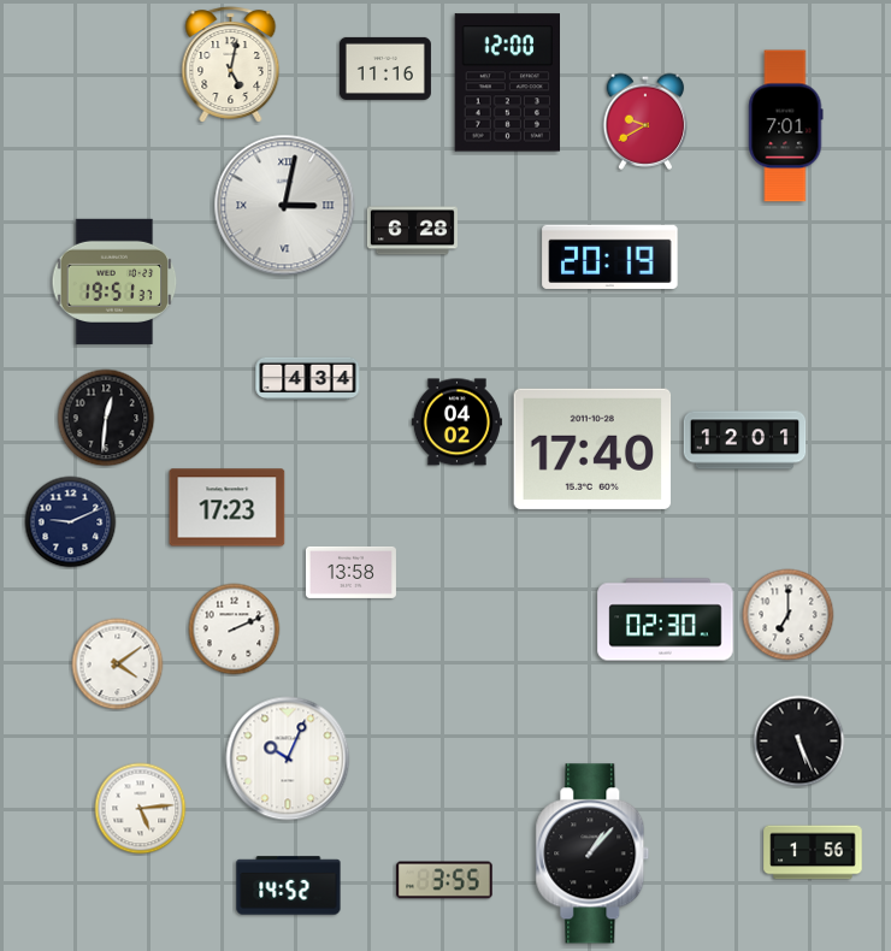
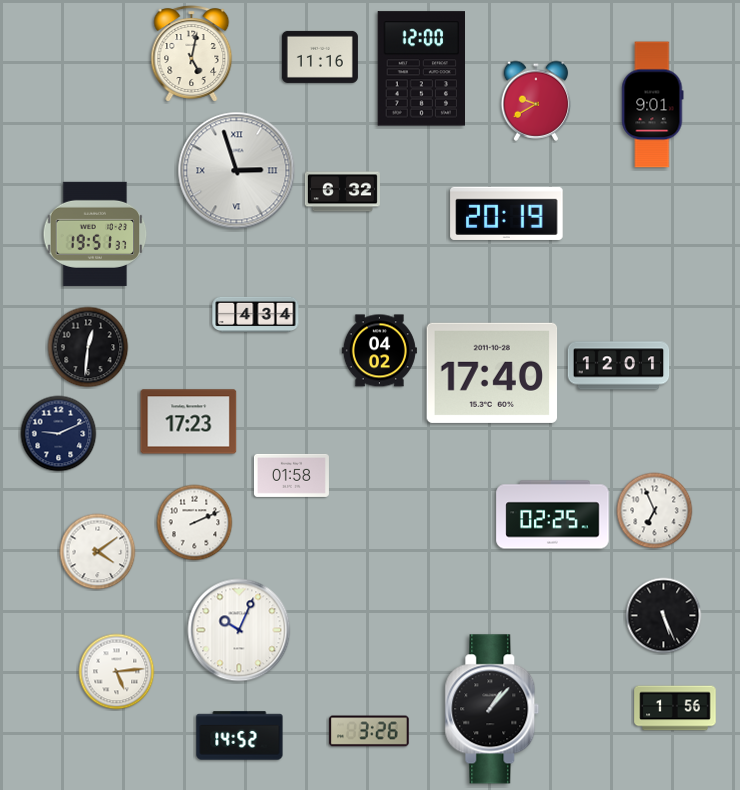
clock at (786, 126): 7:01 -> 9:01
clock at (285, 206): 3:02 -> 2:57
clock at (412, 231): 6:28 -> 6:32
clock at (350, 572): 13:58 -> 01:58
clock at (789, 615): 7:00 -> 6:56
clock at (666, 620): 02:30 -> 02:25
clock at (444, 880): 3:55 -> 3:26
